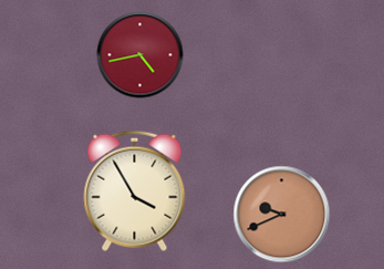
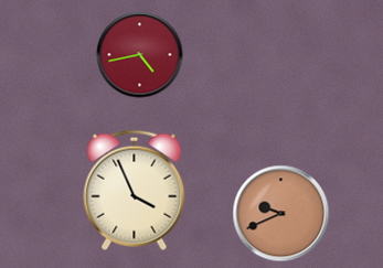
clock at (135, 190): 3:55 -> 3:56
